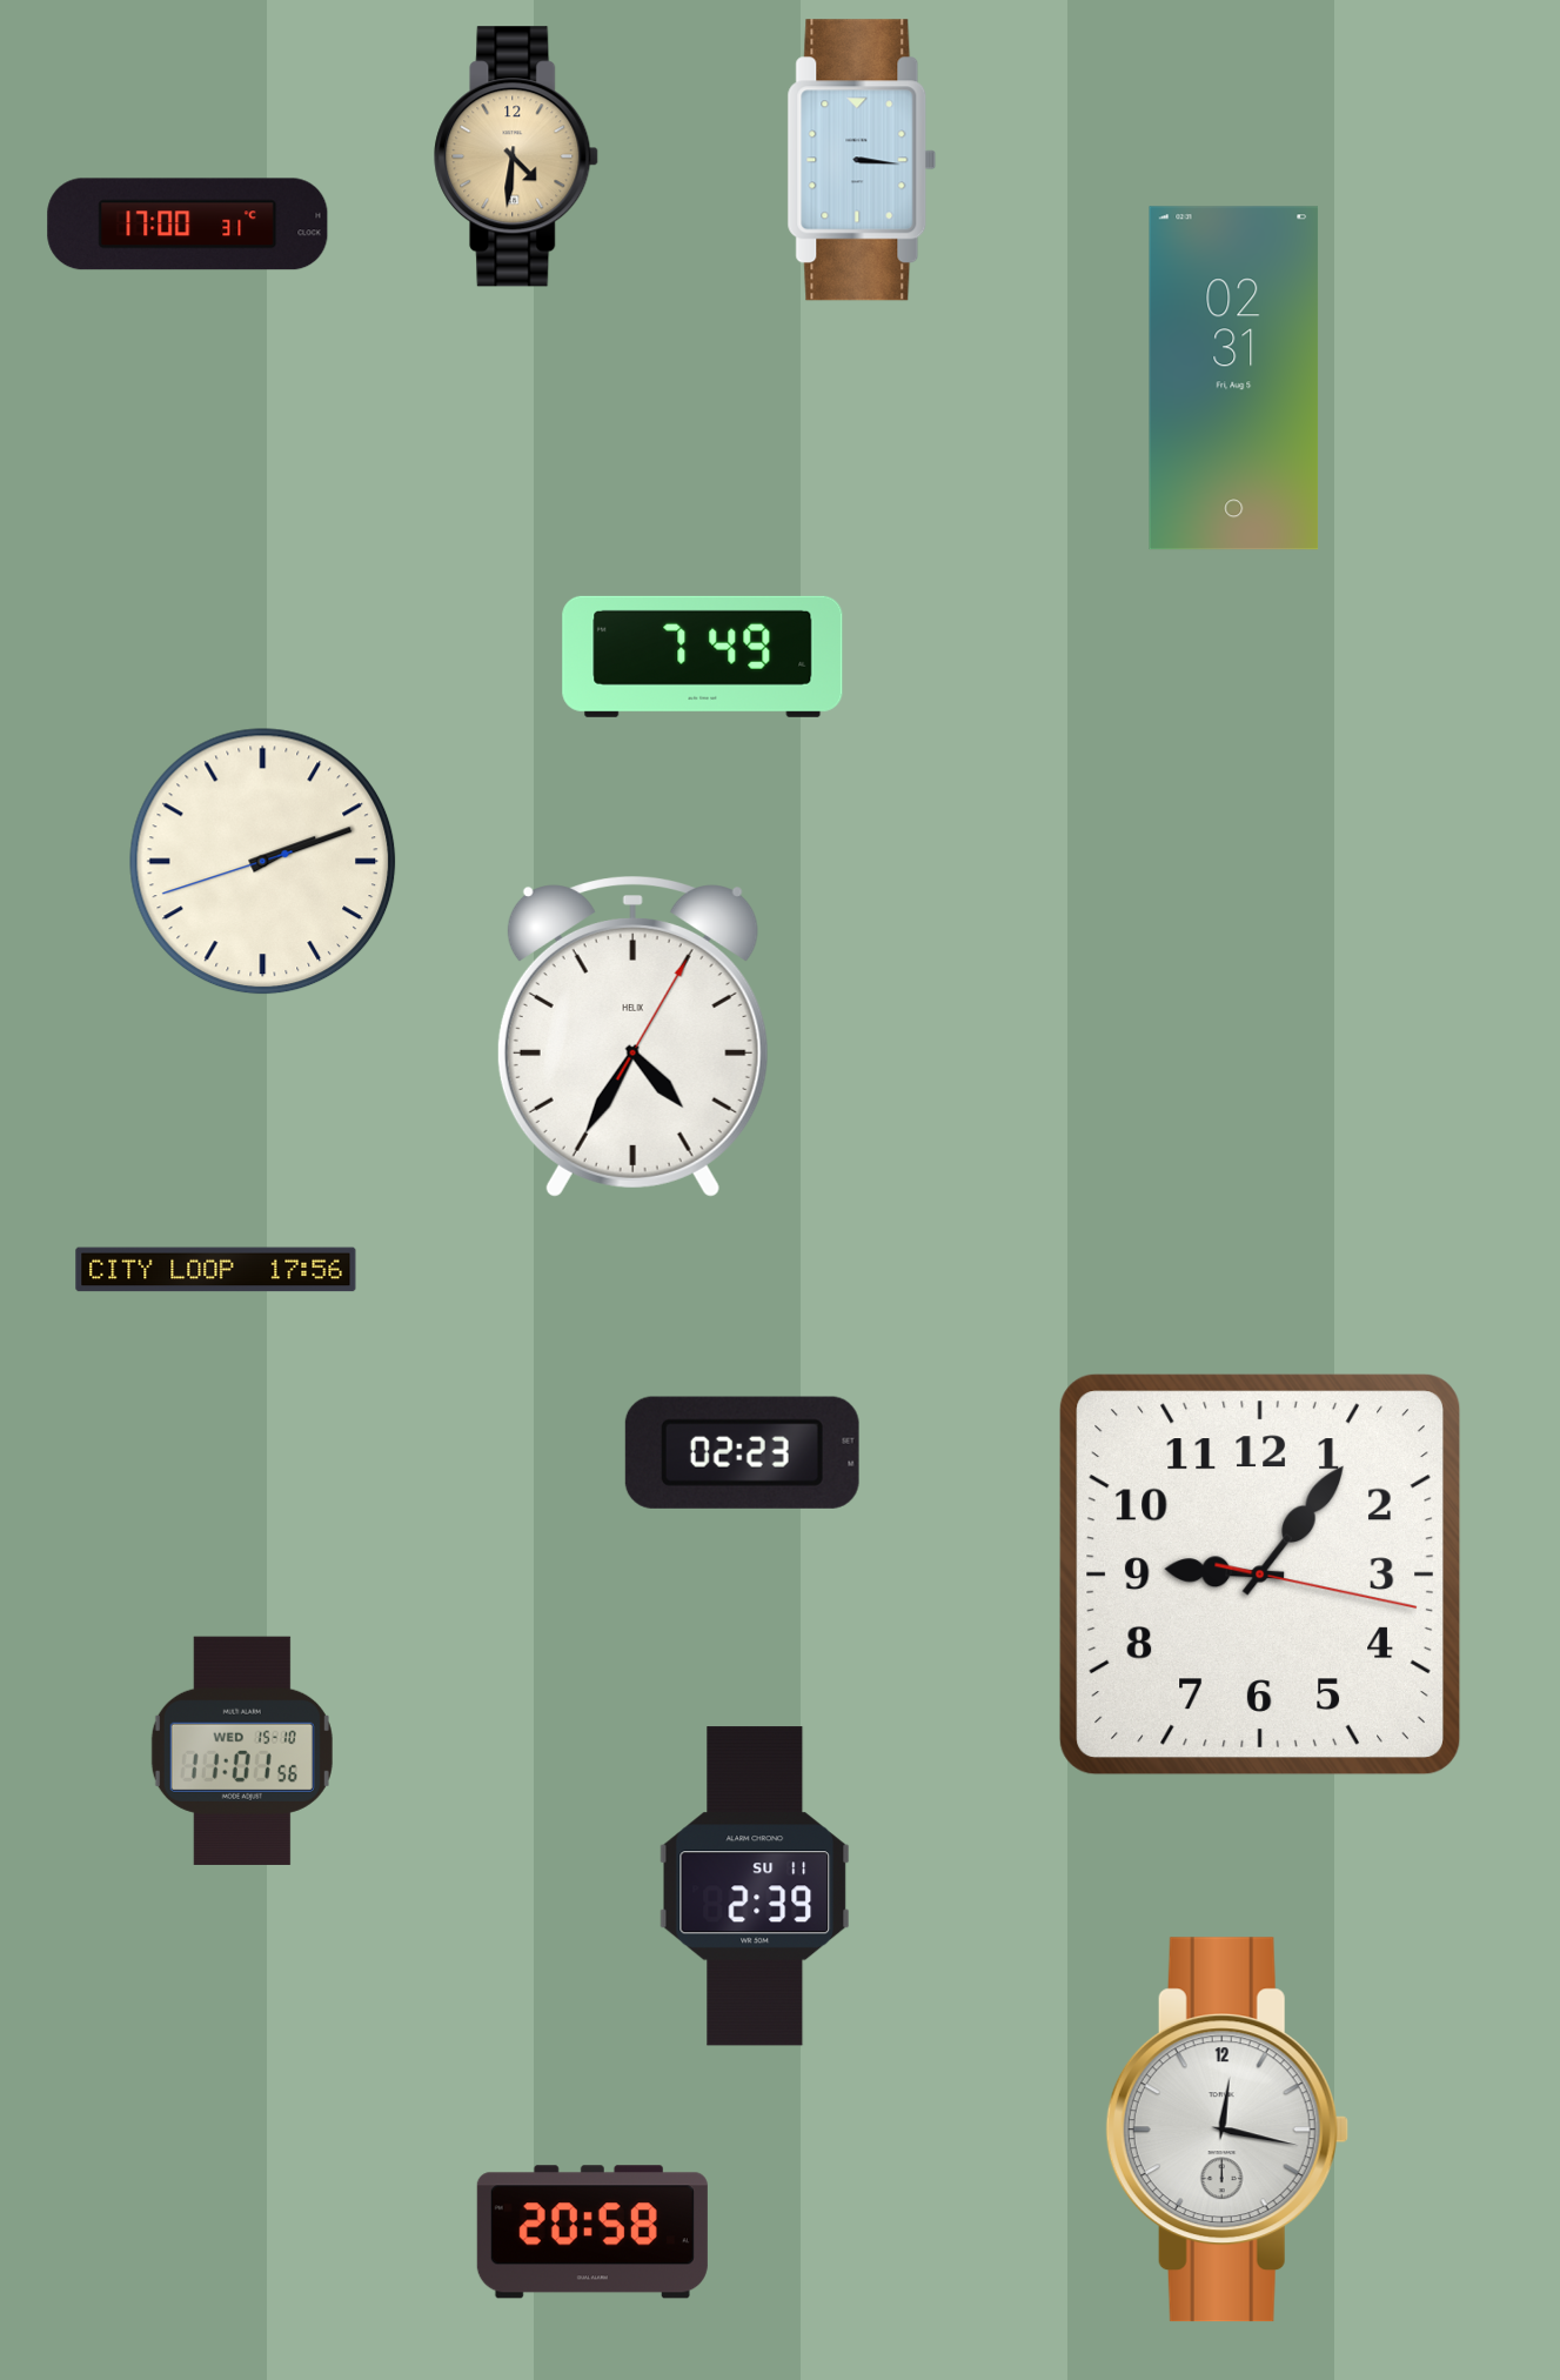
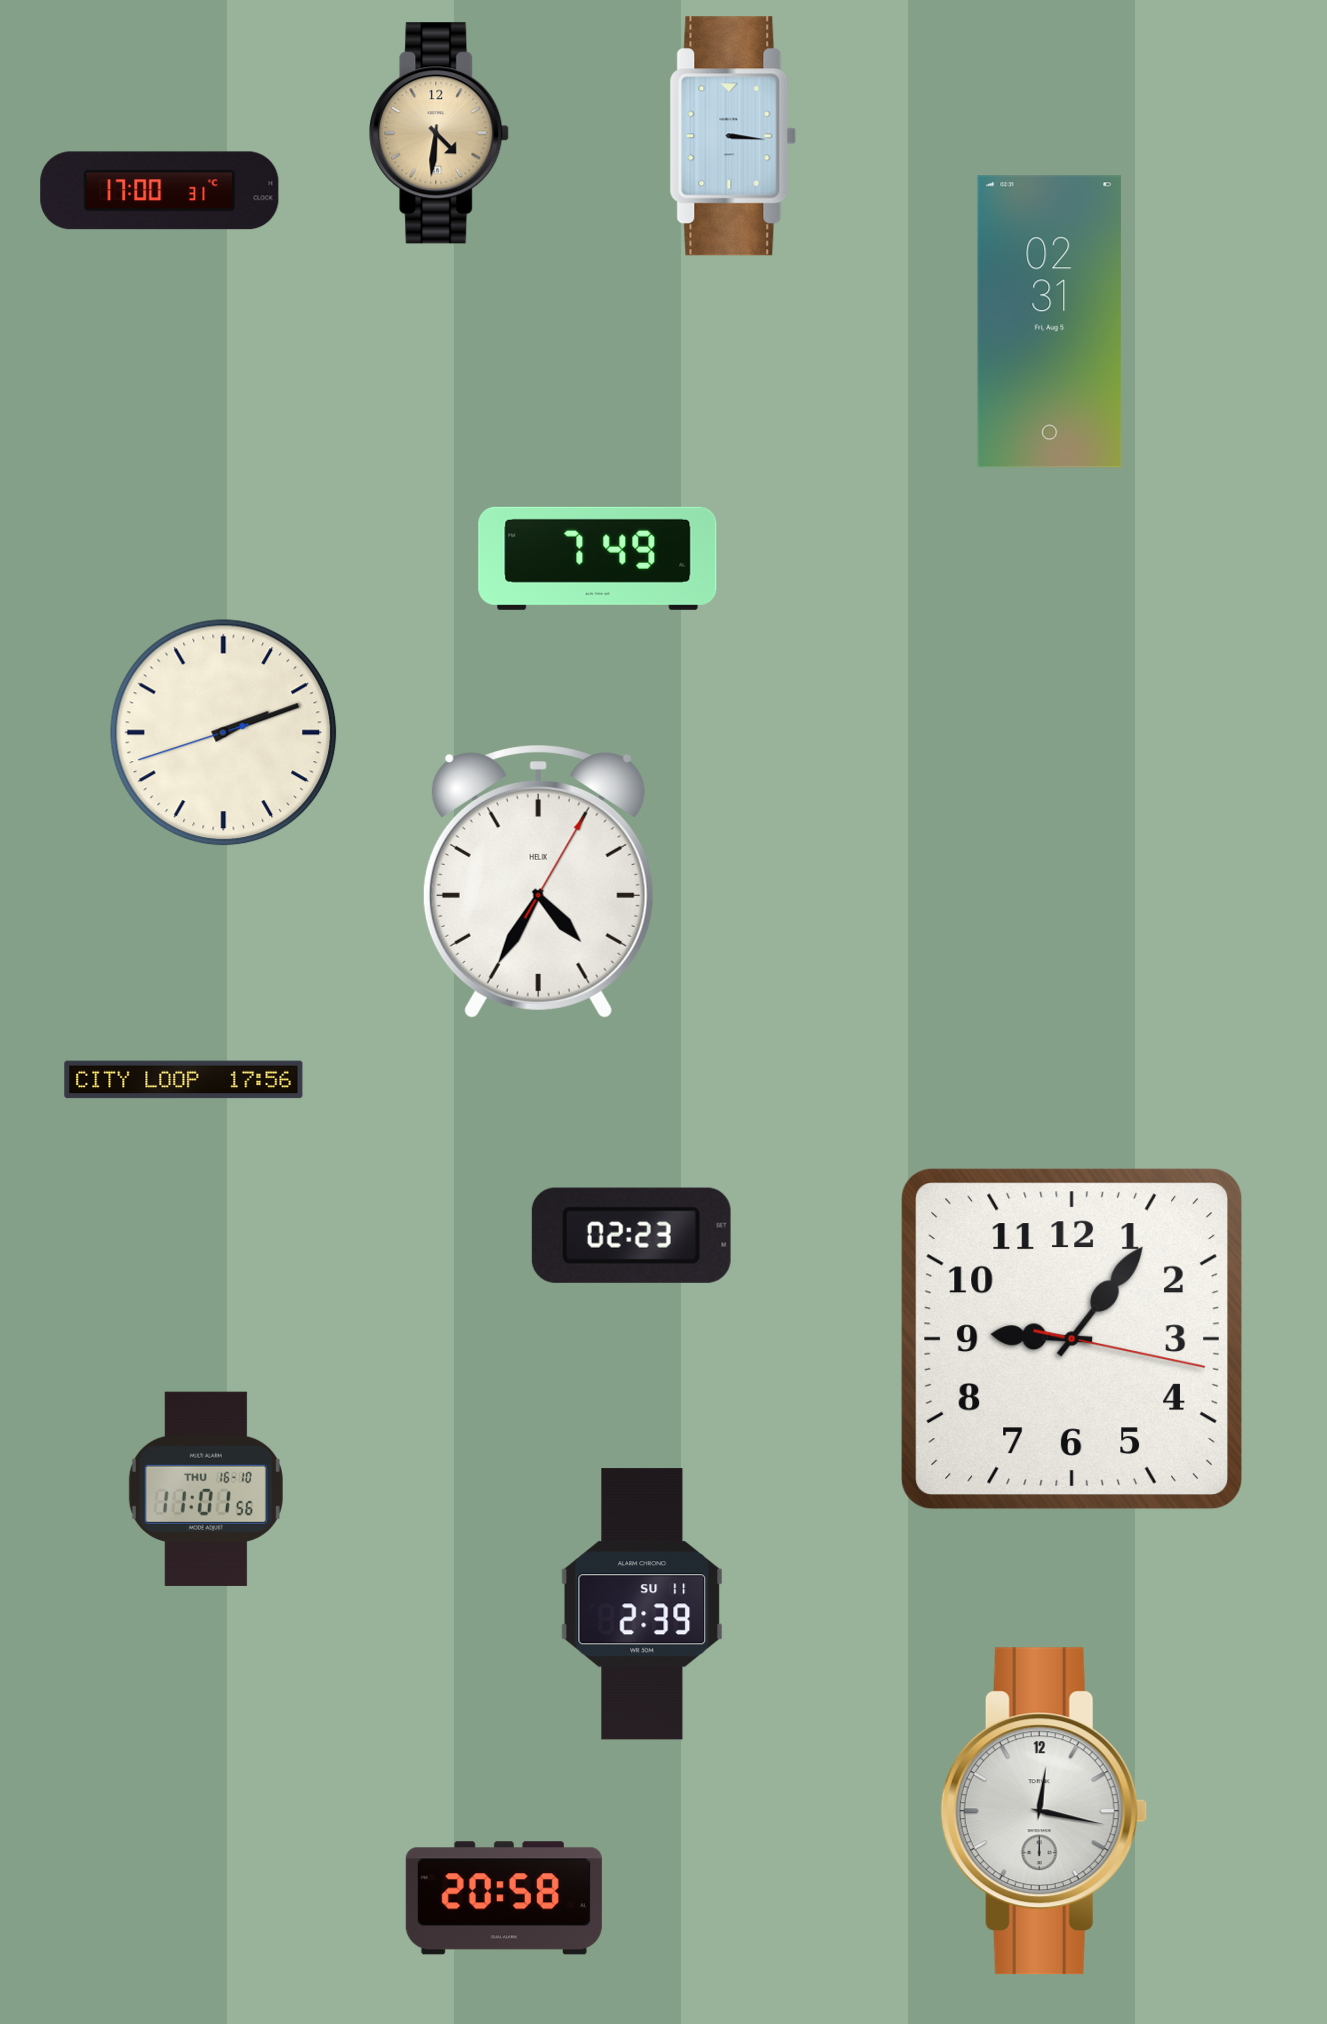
clock at (242, 1751) date: WED 15-10 -> THU 16-10
